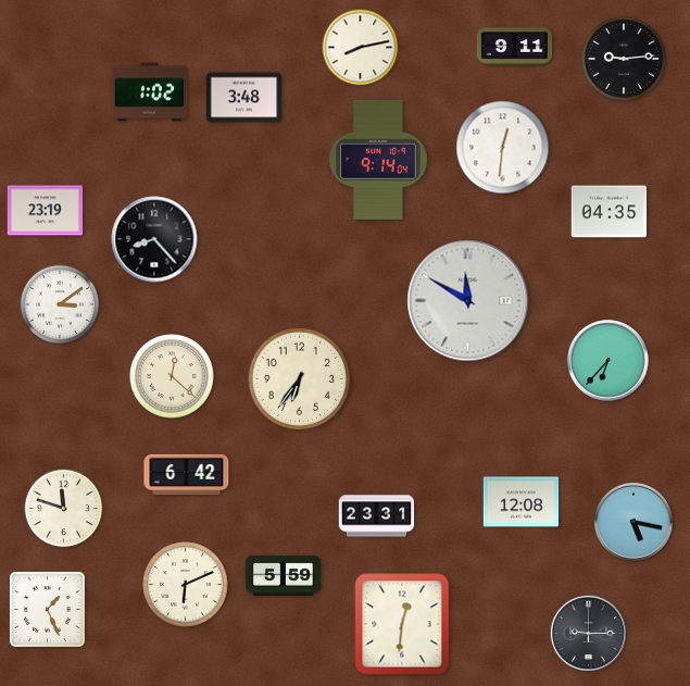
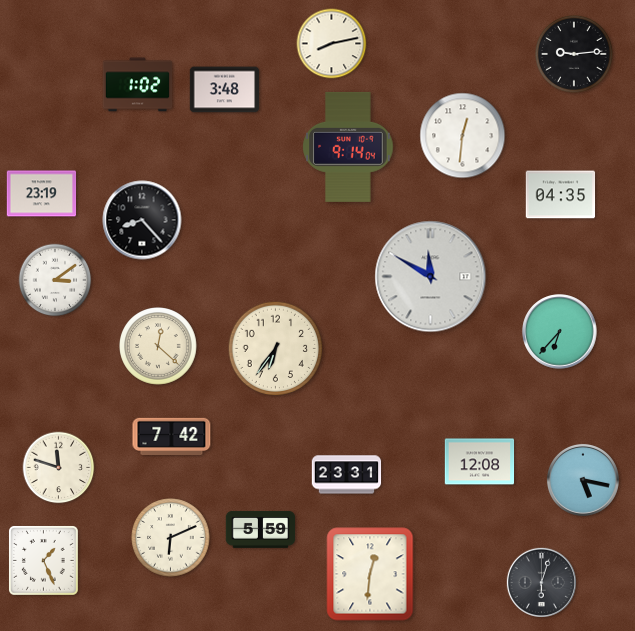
clock at (515, 47): 9:11 -> none
clock at (187, 474): 6:42 -> 7:42
clock at (588, 633): 9:15 -> 6:03
